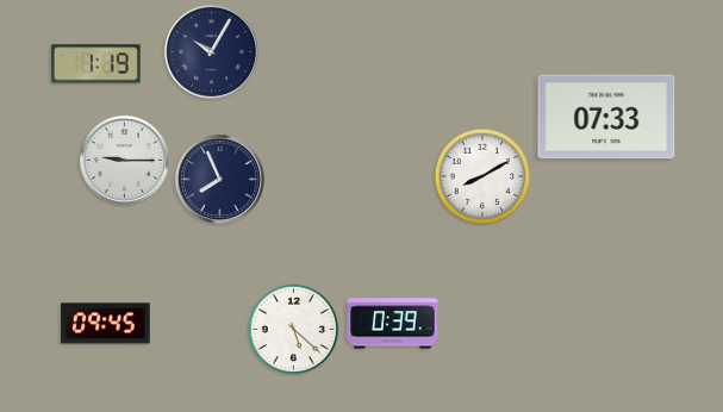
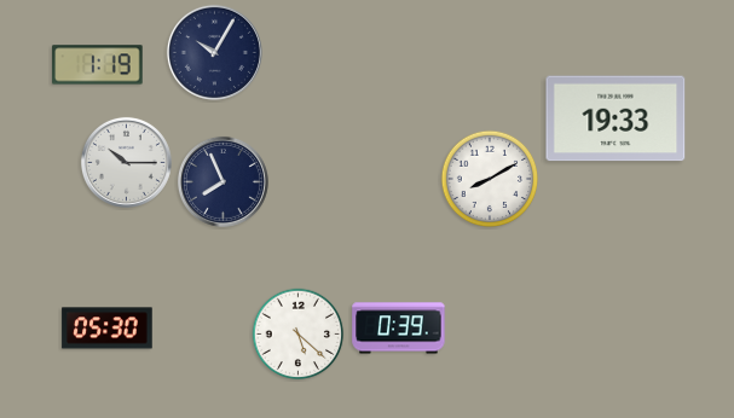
clock at (606, 117): 07:33 -> 19:33
clock at (124, 160): 9:15 -> 10:15
clock at (106, 324): 09:45 -> 05:30
